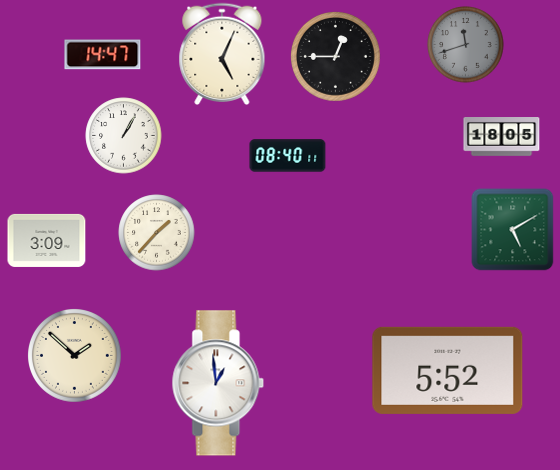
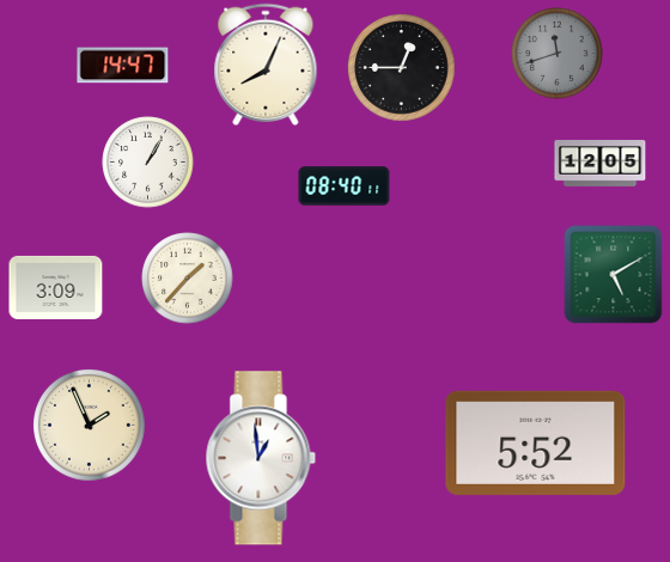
clock at (222, 53): 5:04 -> 8:04
clock at (502, 137): 18:05 -> 12:05
clock at (75, 356): 1:52 -> 1:56
